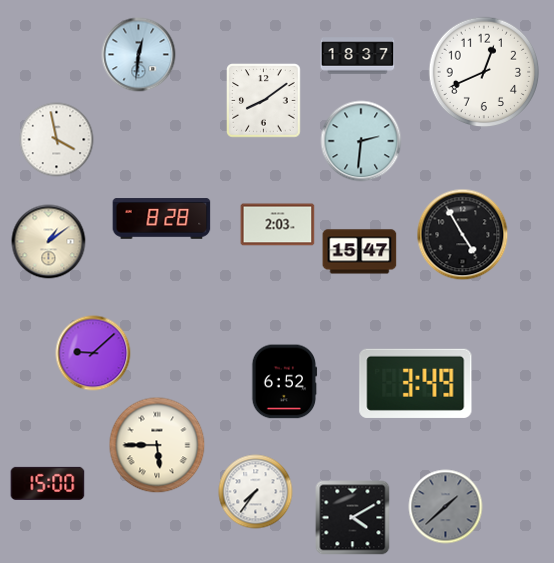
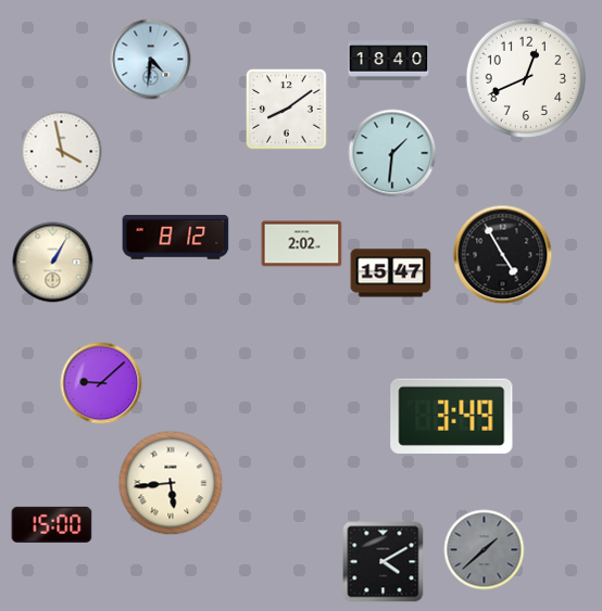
clock at (139, 55): 12:31 -> 4:31
clock at (358, 56): 18:37 -> 18:40
clock at (361, 141): 2:31 -> 1:31
clock at (162, 219): 8:28 -> 8:12
clock at (278, 225): 2:03 -> 2:02
clock at (49, 242): 1:09 -> 1:05
clock at (285, 382): 6:52 -> none
clock at (157, 445): 5:45 -> 5:44
clock at (256, 492): 7:36 -> none
